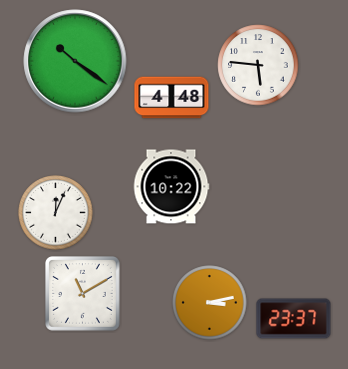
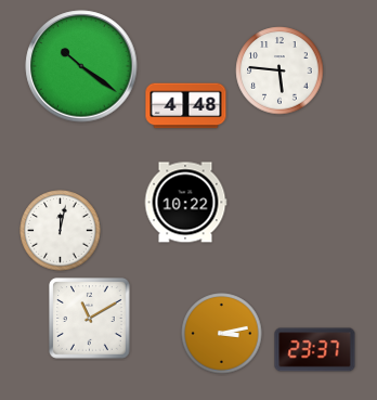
clock at (56, 213): 12:04 -> 12:02
clock at (210, 303) position: (210, 303) -> (222, 334)
clock at (294, 319) position: (294, 319) -> (315, 350)
